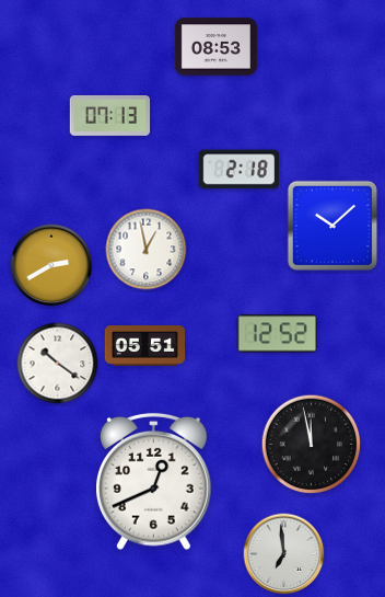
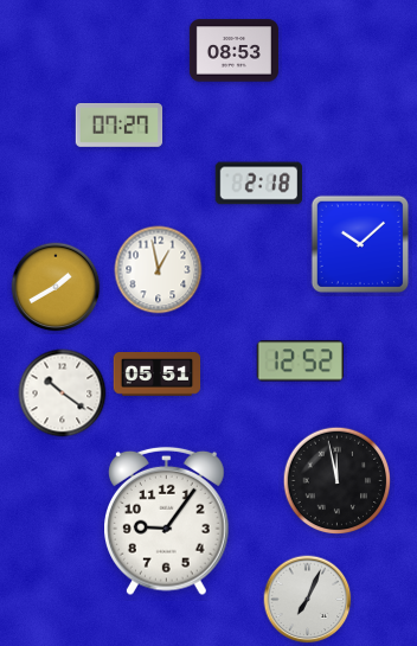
clock at (110, 116): 07:13 -> 07:27
clock at (51, 265): 2:40 -> 1:40
clock at (154, 482): 12:41 -> 9:06
clock at (284, 554): 6:59 -> 7:04
